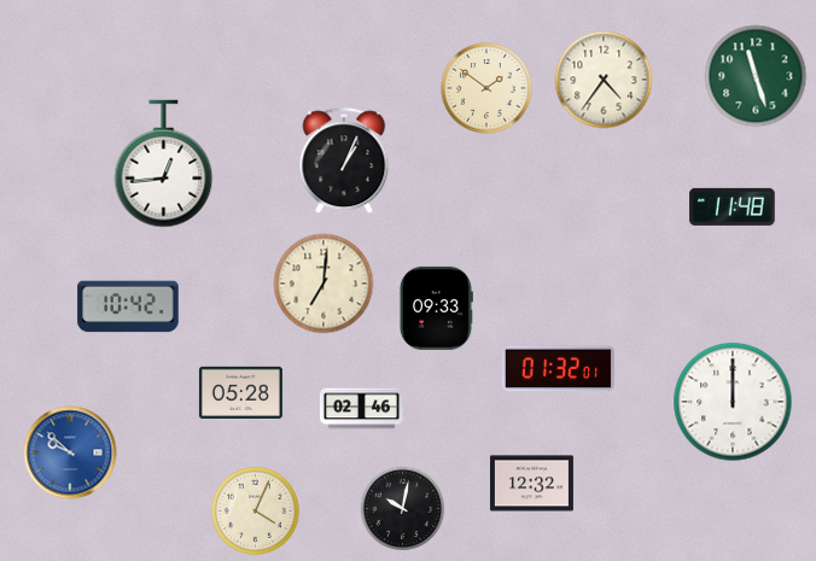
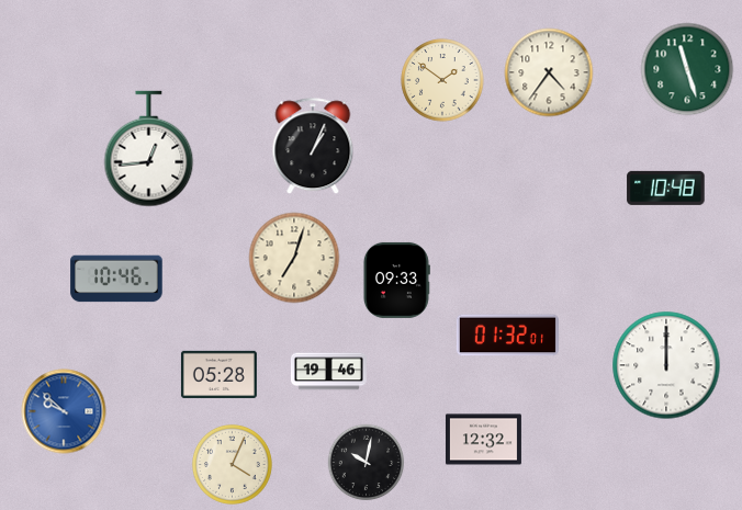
clock at (733, 206): 11:48 -> 10:48
clock at (324, 284): 7:01 -> 7:03
clock at (128, 306): 10:42 -> 10:46
clock at (240, 392) position: (240, 392) -> (218, 374)
clock at (361, 409): 02:46 -> 19:46
